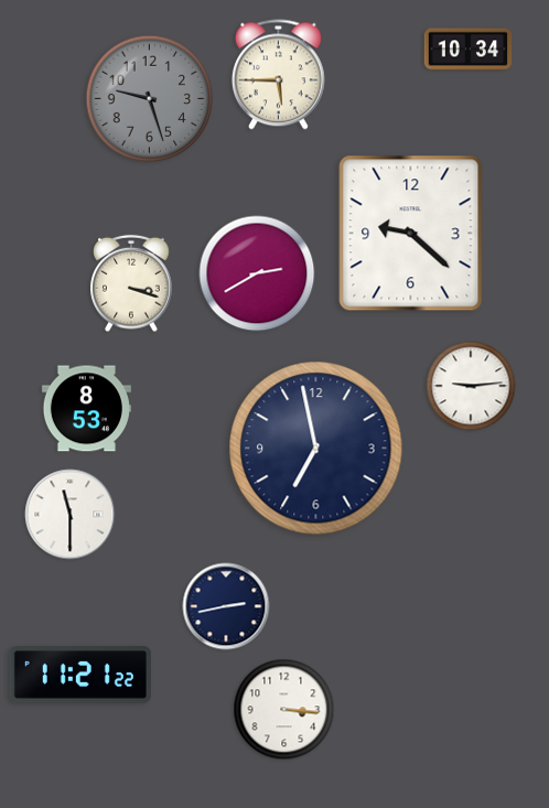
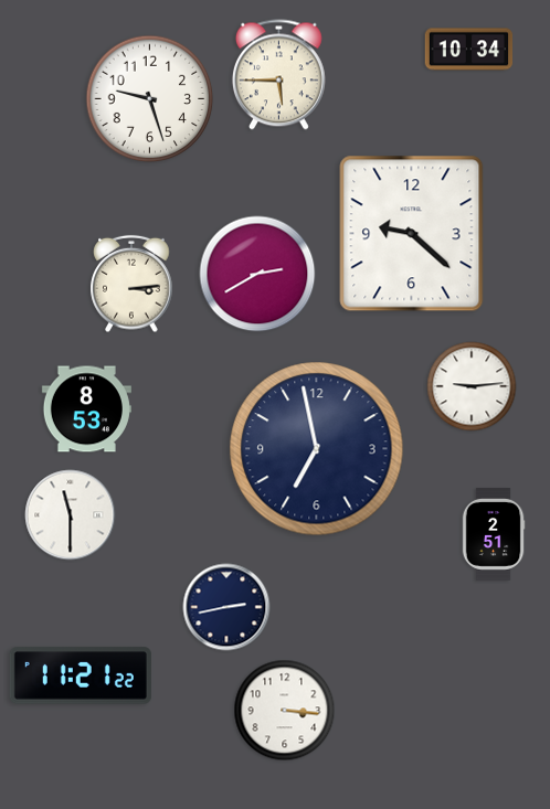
clock at (150, 99) dial: grey -> white
clock at (131, 283): 3:18 -> 3:14
clock at (494, 535): none -> 2:51
